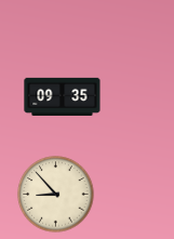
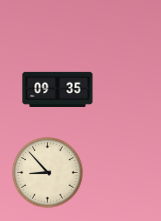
clock at (56, 195) position: (56, 195) -> (48, 173)
